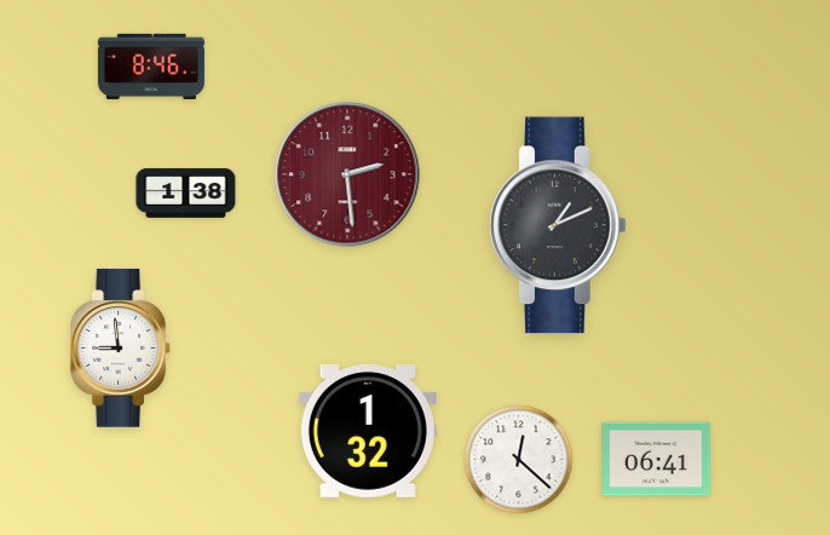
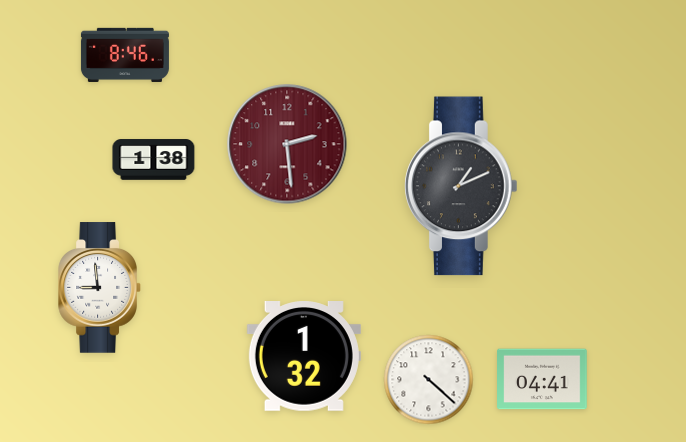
clock at (656, 459): 06:41 -> 04:41
clock at (519, 460): 12:22 -> 4:22
